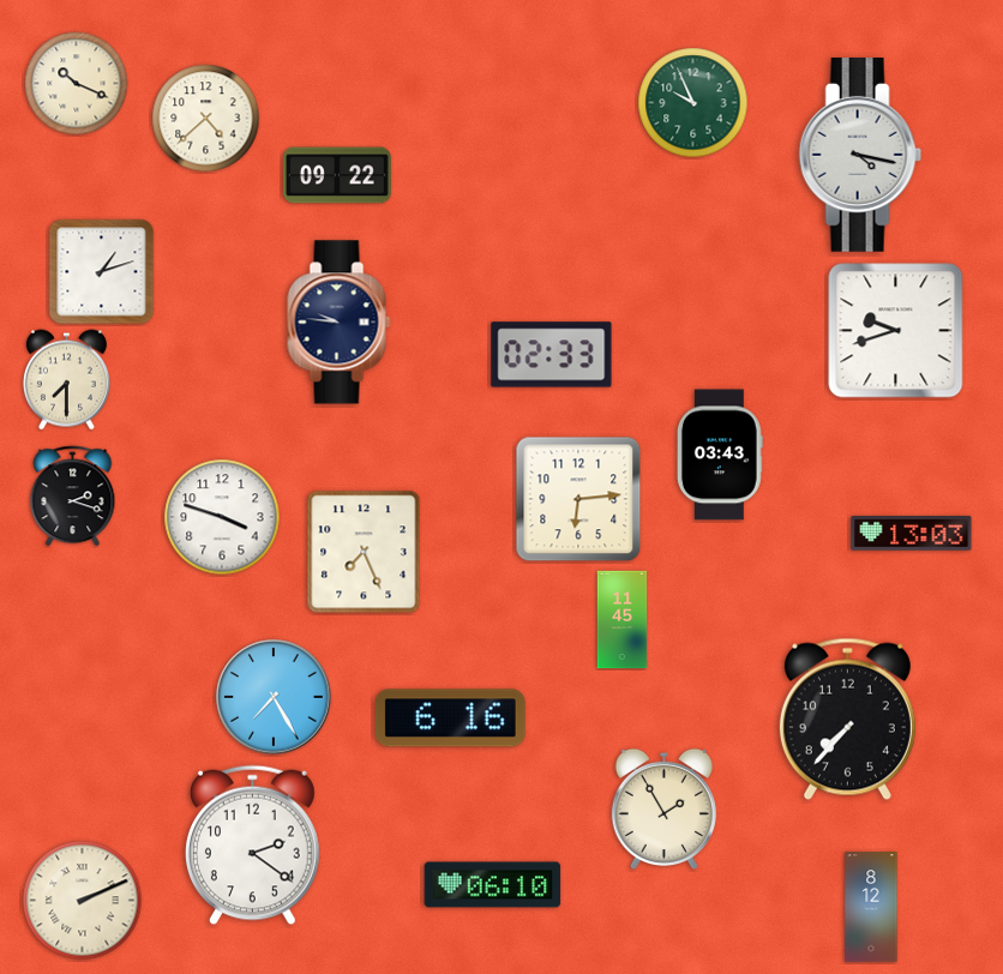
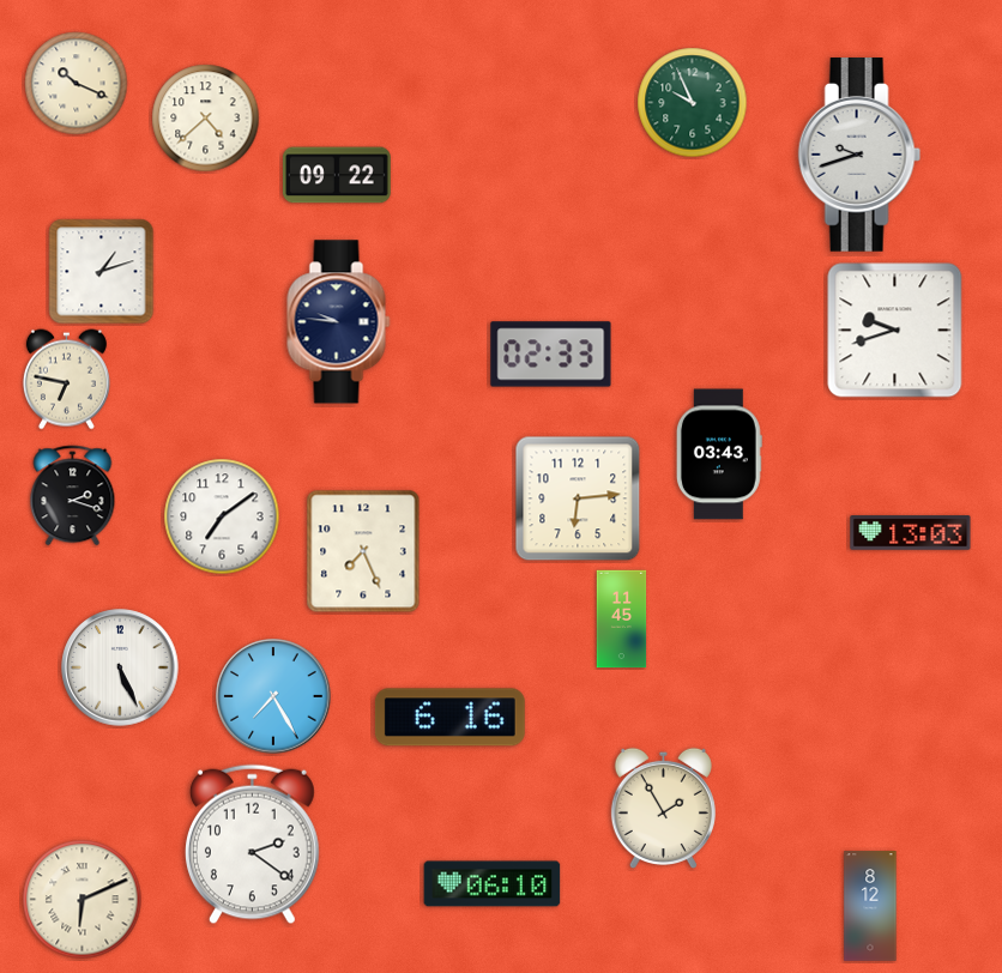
clock at (860, 156): 4:17 -> 9:42
clock at (66, 380): 7:30 -> 6:47
clock at (222, 517): 3:48 -> 7:09
clock at (120, 667): none -> 5:26
clock at (847, 719): 7:37 -> none
clock at (83, 901): 2:11 -> 6:11
